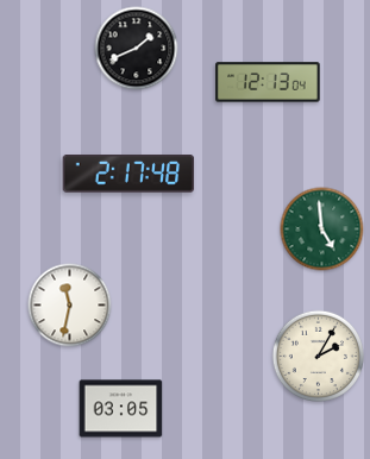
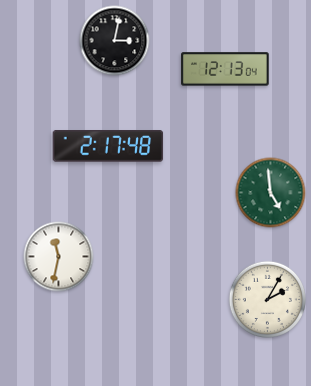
clock at (137, 49): 1:41 -> 3:02
clock at (121, 409): 03:05 -> none
